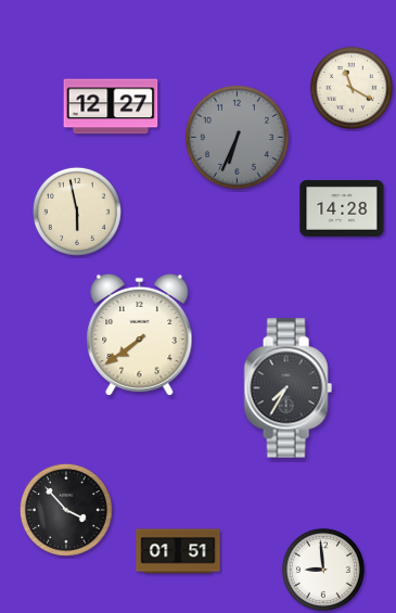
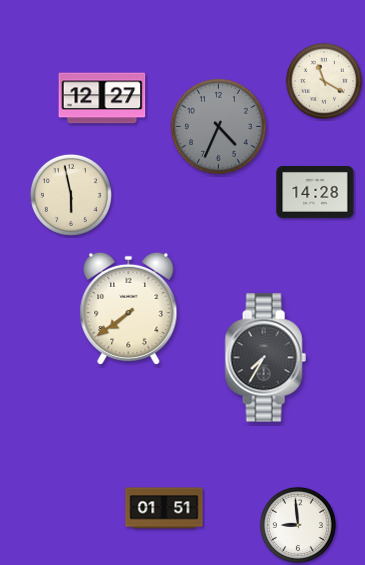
clock at (238, 138): 6:34 -> 4:34
clock at (66, 510): 3:53 -> none
